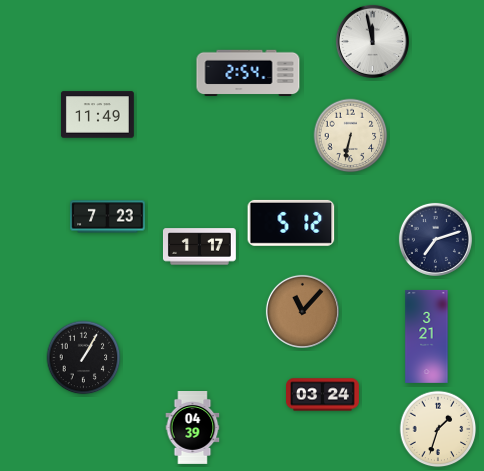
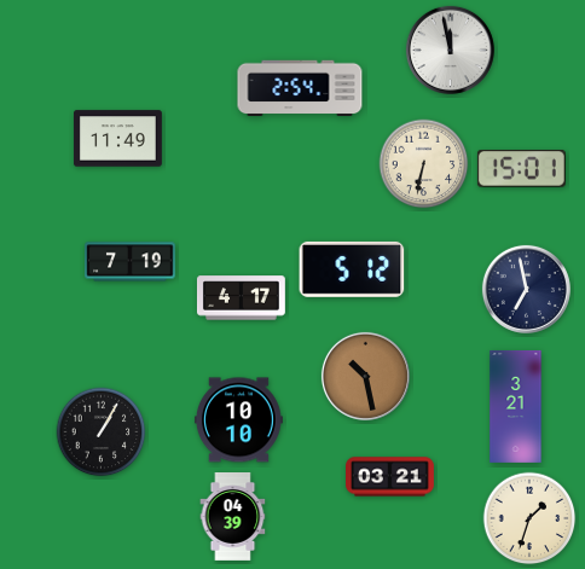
clock at (521, 169): none -> 15:01
clock at (108, 217): 7:23 -> 7:19
clock at (435, 239): 7:12 -> 6:58
clock at (199, 247): 1:17 -> 4:17
clock at (302, 311): 11:07 -> 10:28
clock at (238, 420): none -> 10:10
clock at (323, 395): 03:24 -> 03:21
